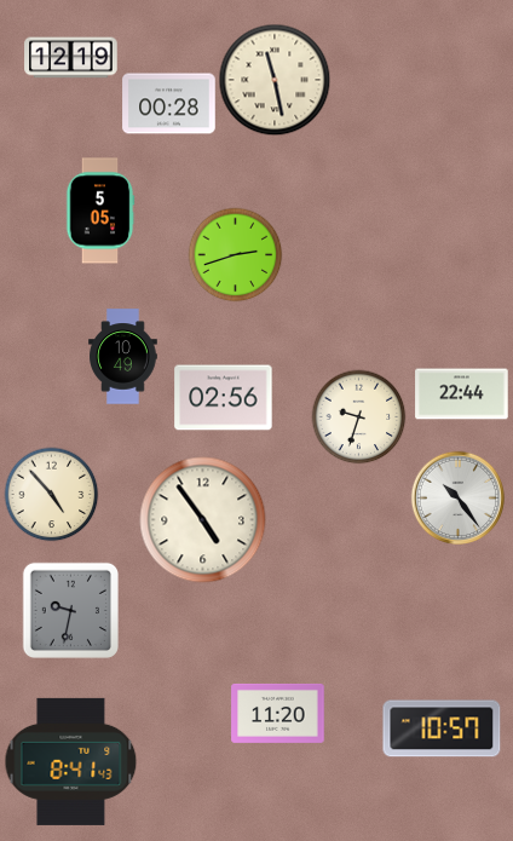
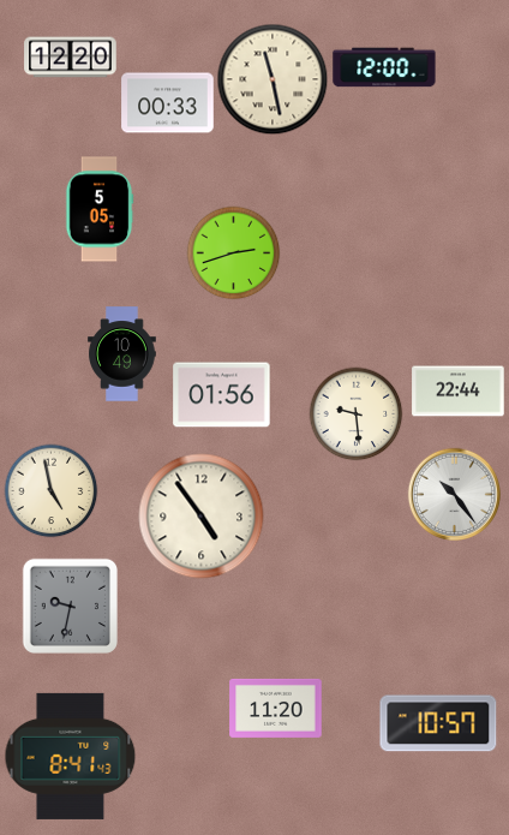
clock at (71, 58): 12:19 -> 12:20
clock at (384, 67): none -> 12:00
clock at (169, 104): 00:28 -> 00:33
clock at (224, 398): 02:56 -> 01:56
clock at (358, 416): 9:33 -> 9:29
clock at (51, 494): 4:53 -> 4:58
